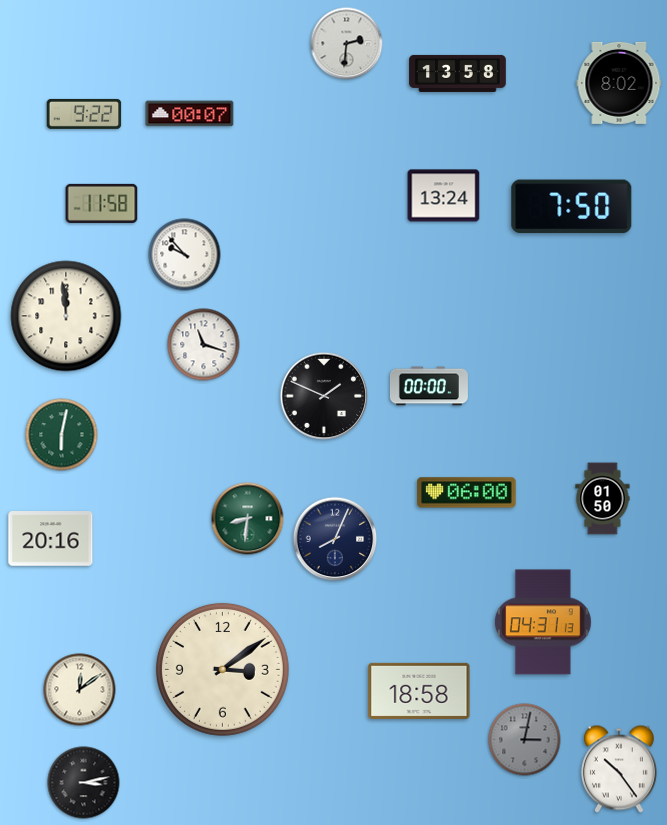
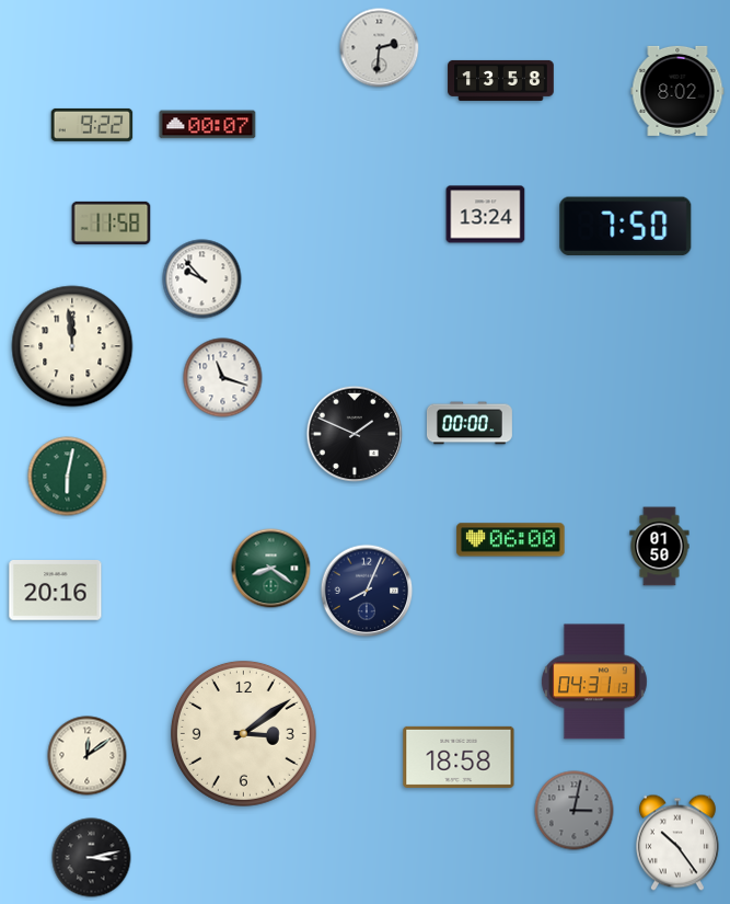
clock at (248, 519): 8:31 -> 8:21
